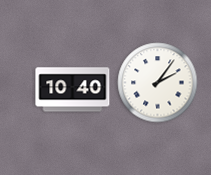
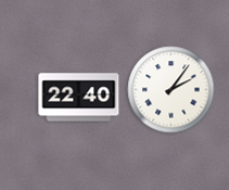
clock at (73, 90): 10:40 -> 22:40
